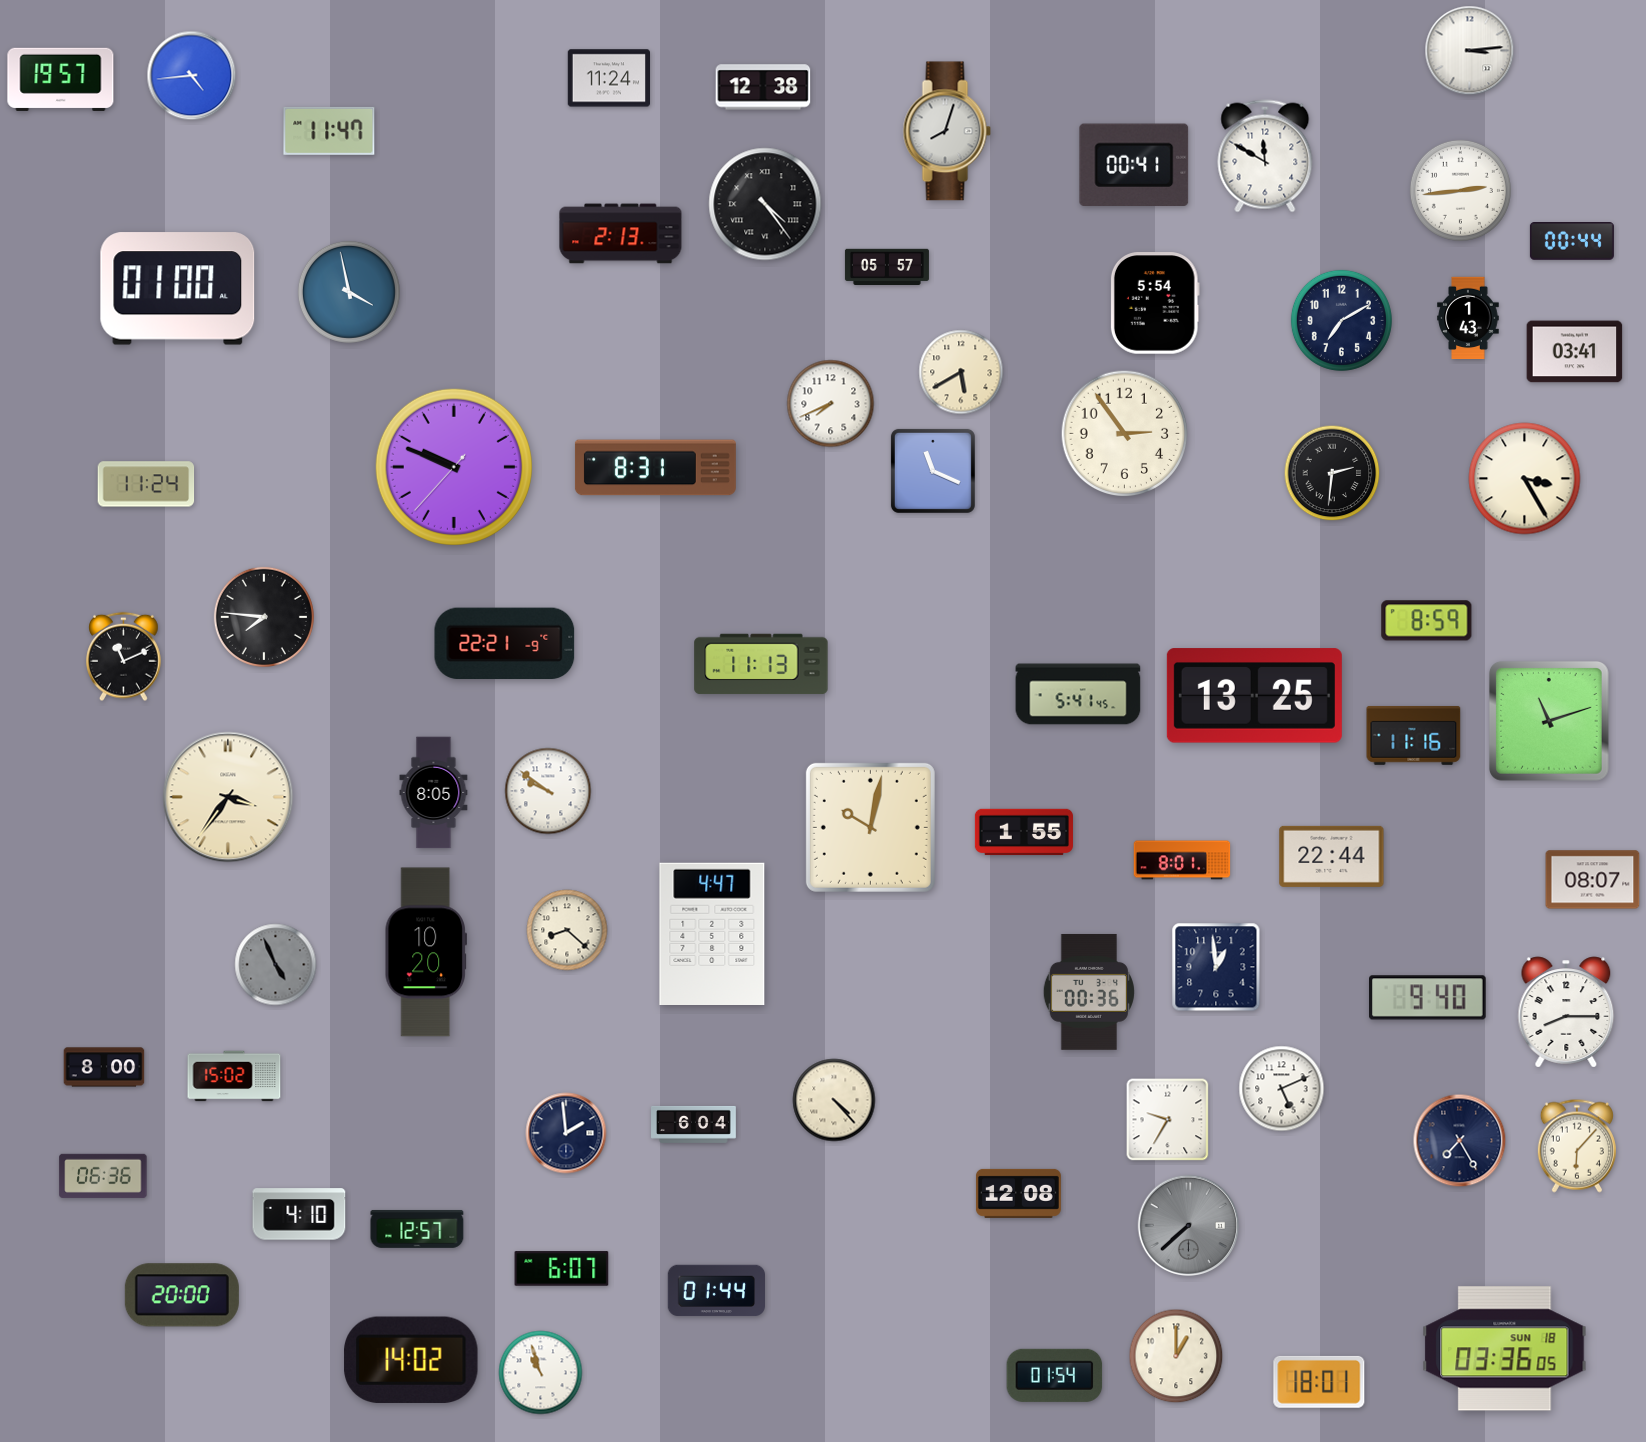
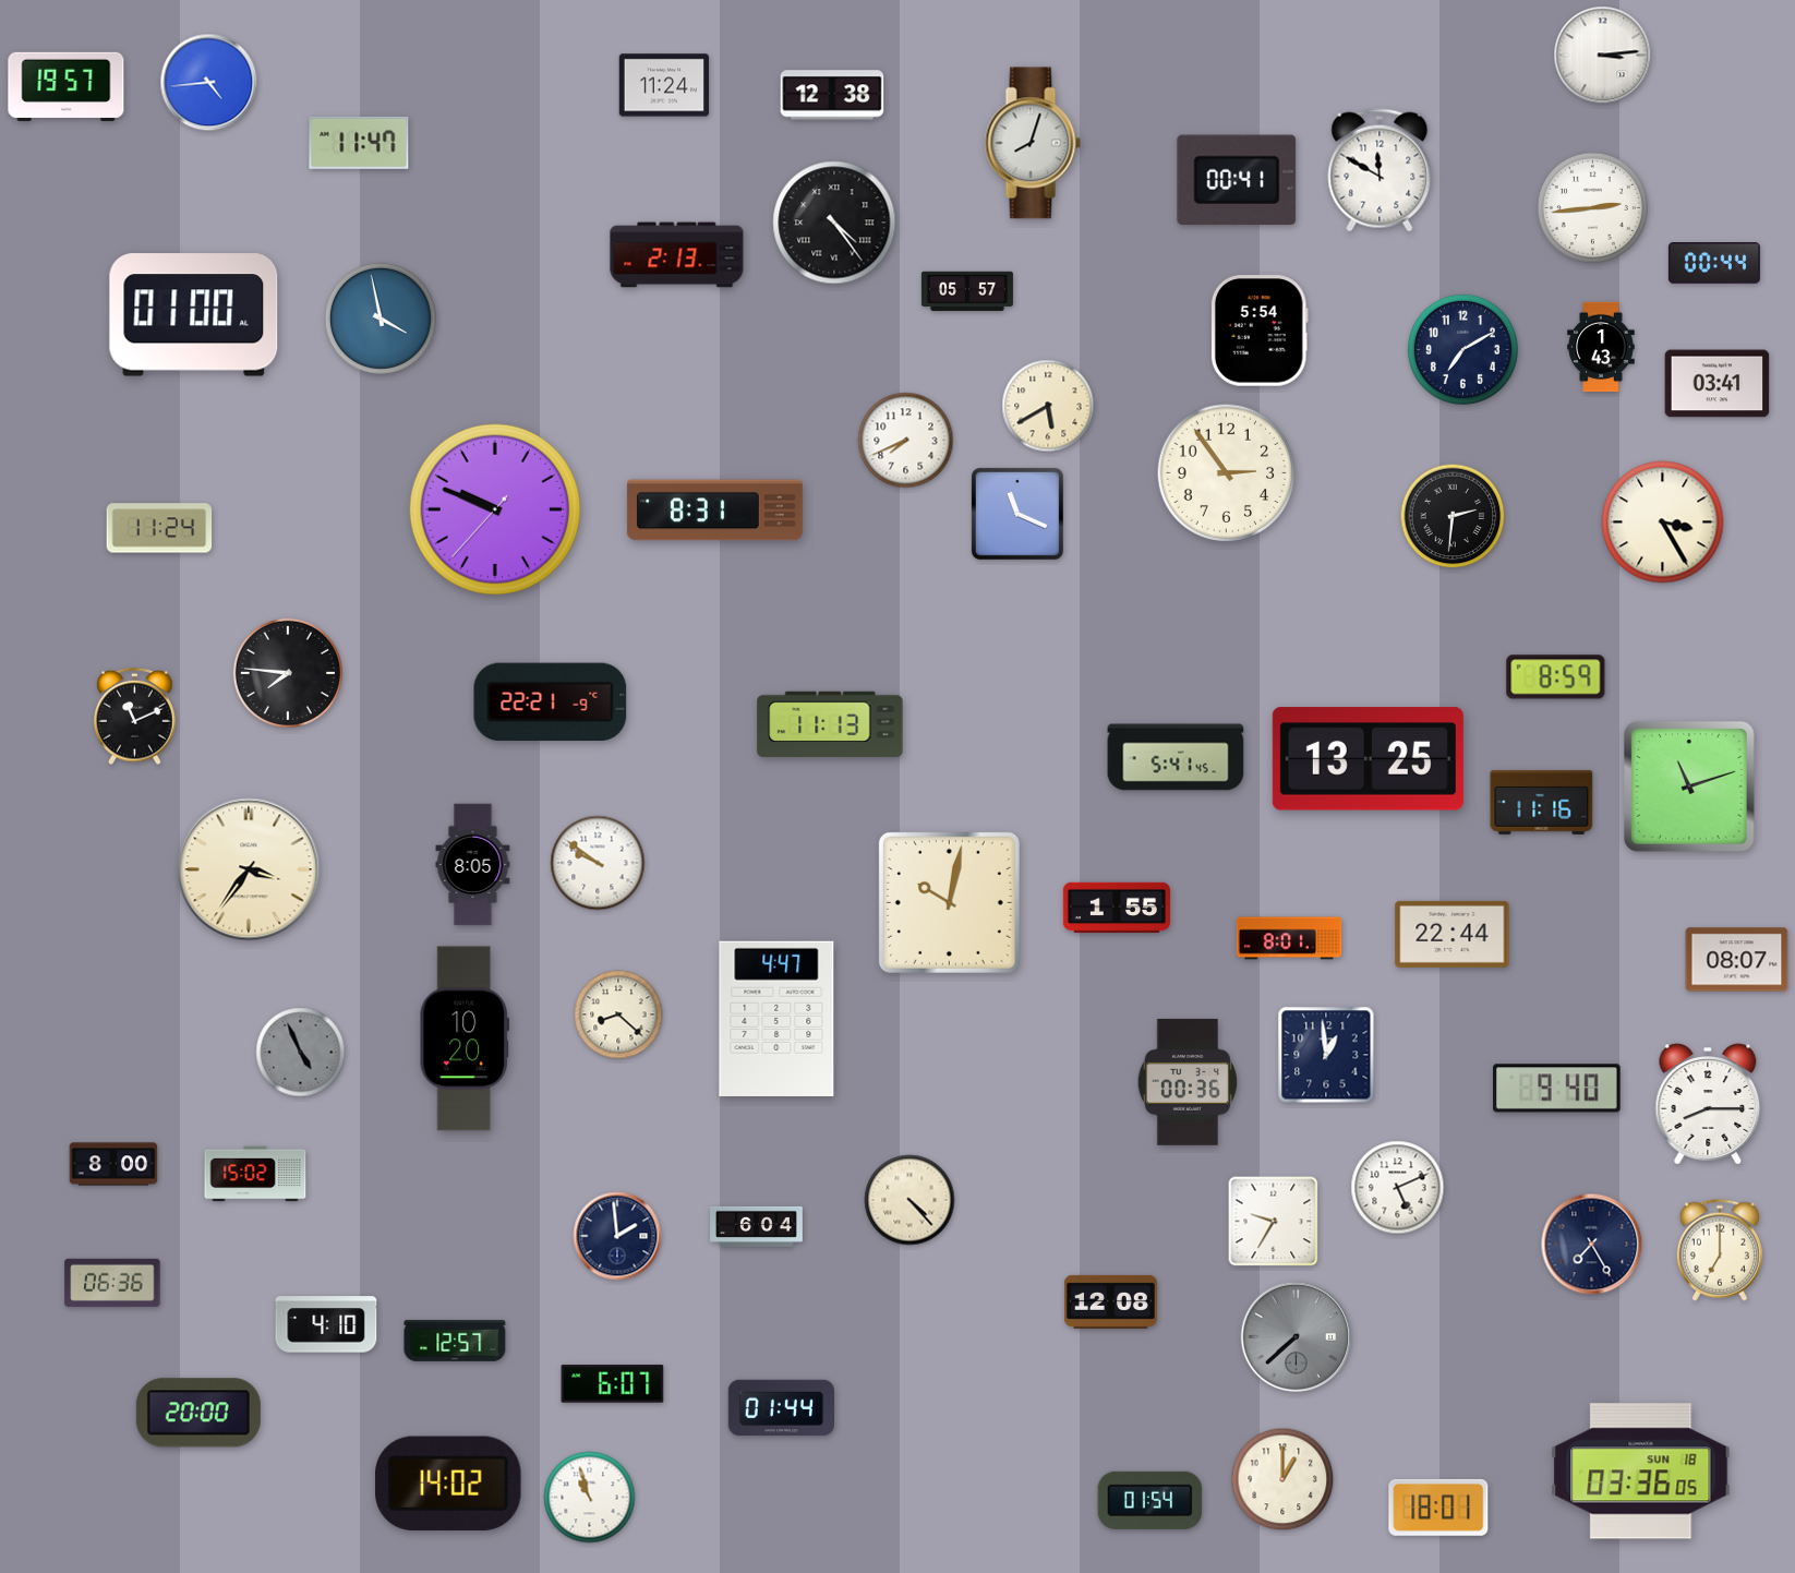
clock at (1577, 1146): 6:07 -> 7:00
